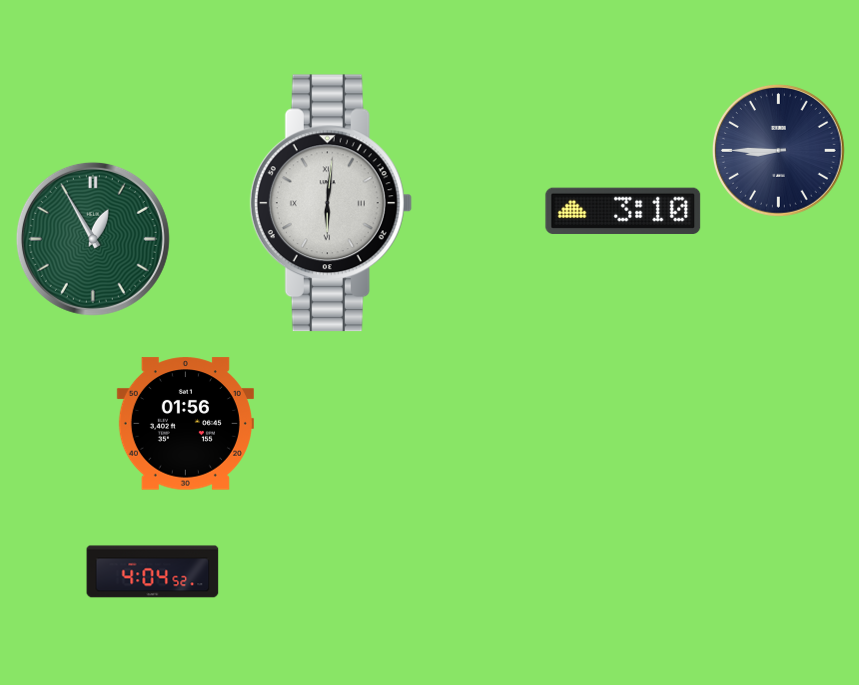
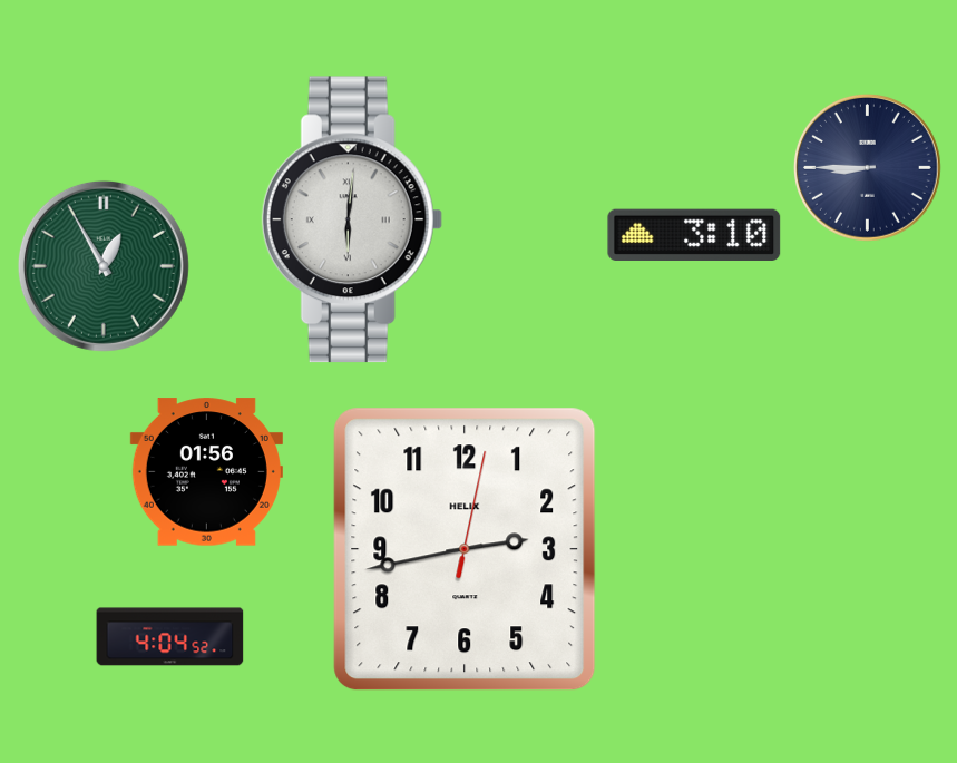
clock at (331, 203) position: (331, 203) -> (352, 219)
clock at (465, 549): none -> 2:43
